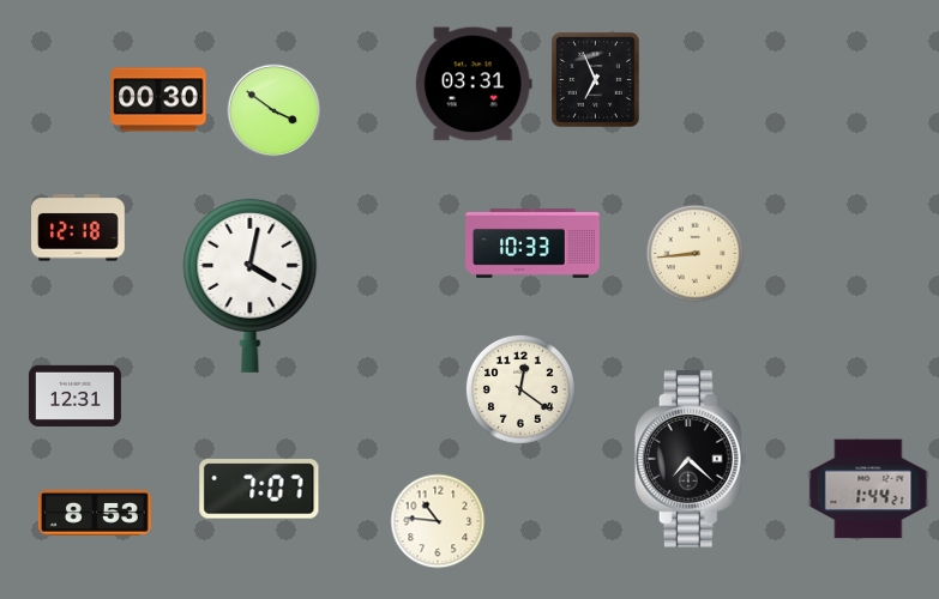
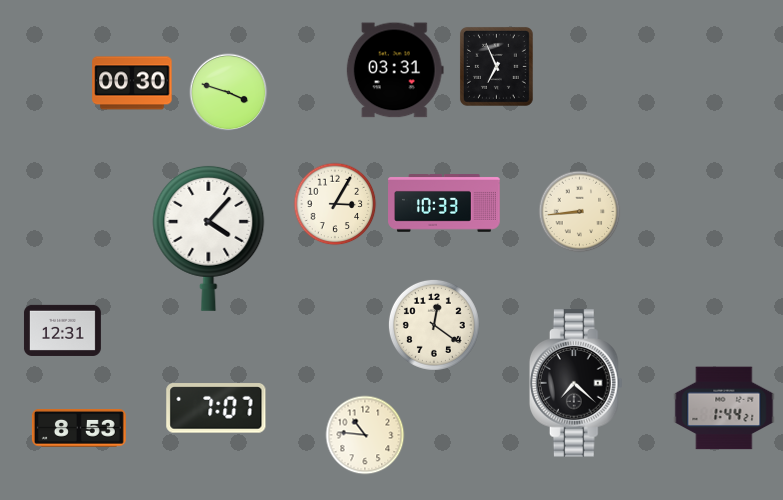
clock at (275, 111): 3:51 -> 3:48
clock at (79, 228): 12:18 -> none
clock at (335, 204): none -> 3:05
clock at (251, 285): 4:02 -> 4:07
